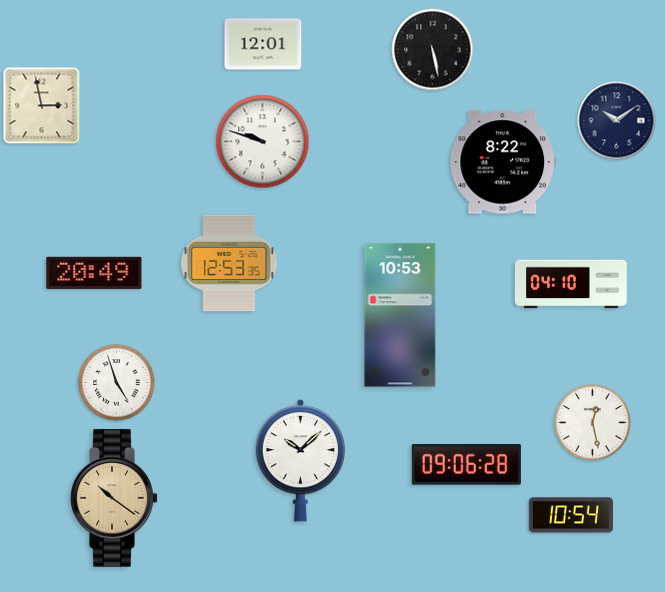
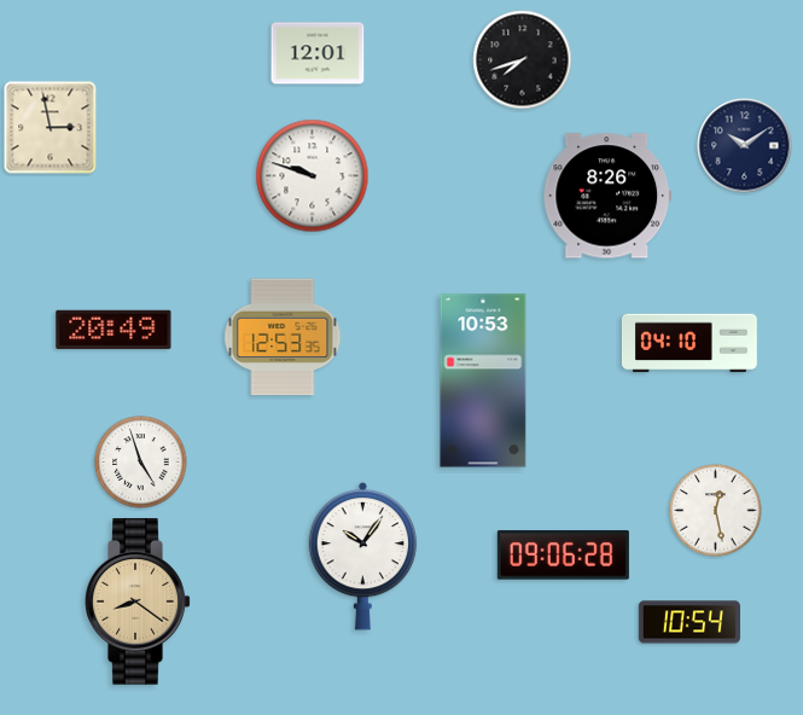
clock at (433, 50): 5:28 -> 7:42
clock at (263, 142) position: (263, 142) -> (313, 176)
clock at (503, 162): 8:22 -> 8:26
clock at (229, 263) position: (229, 263) -> (283, 337)
clock at (301, 460): 10:08 -> 10:06
clock at (466, 465) position: (466, 465) -> (563, 556)
clock at (114, 499): 10:21 -> 8:21
